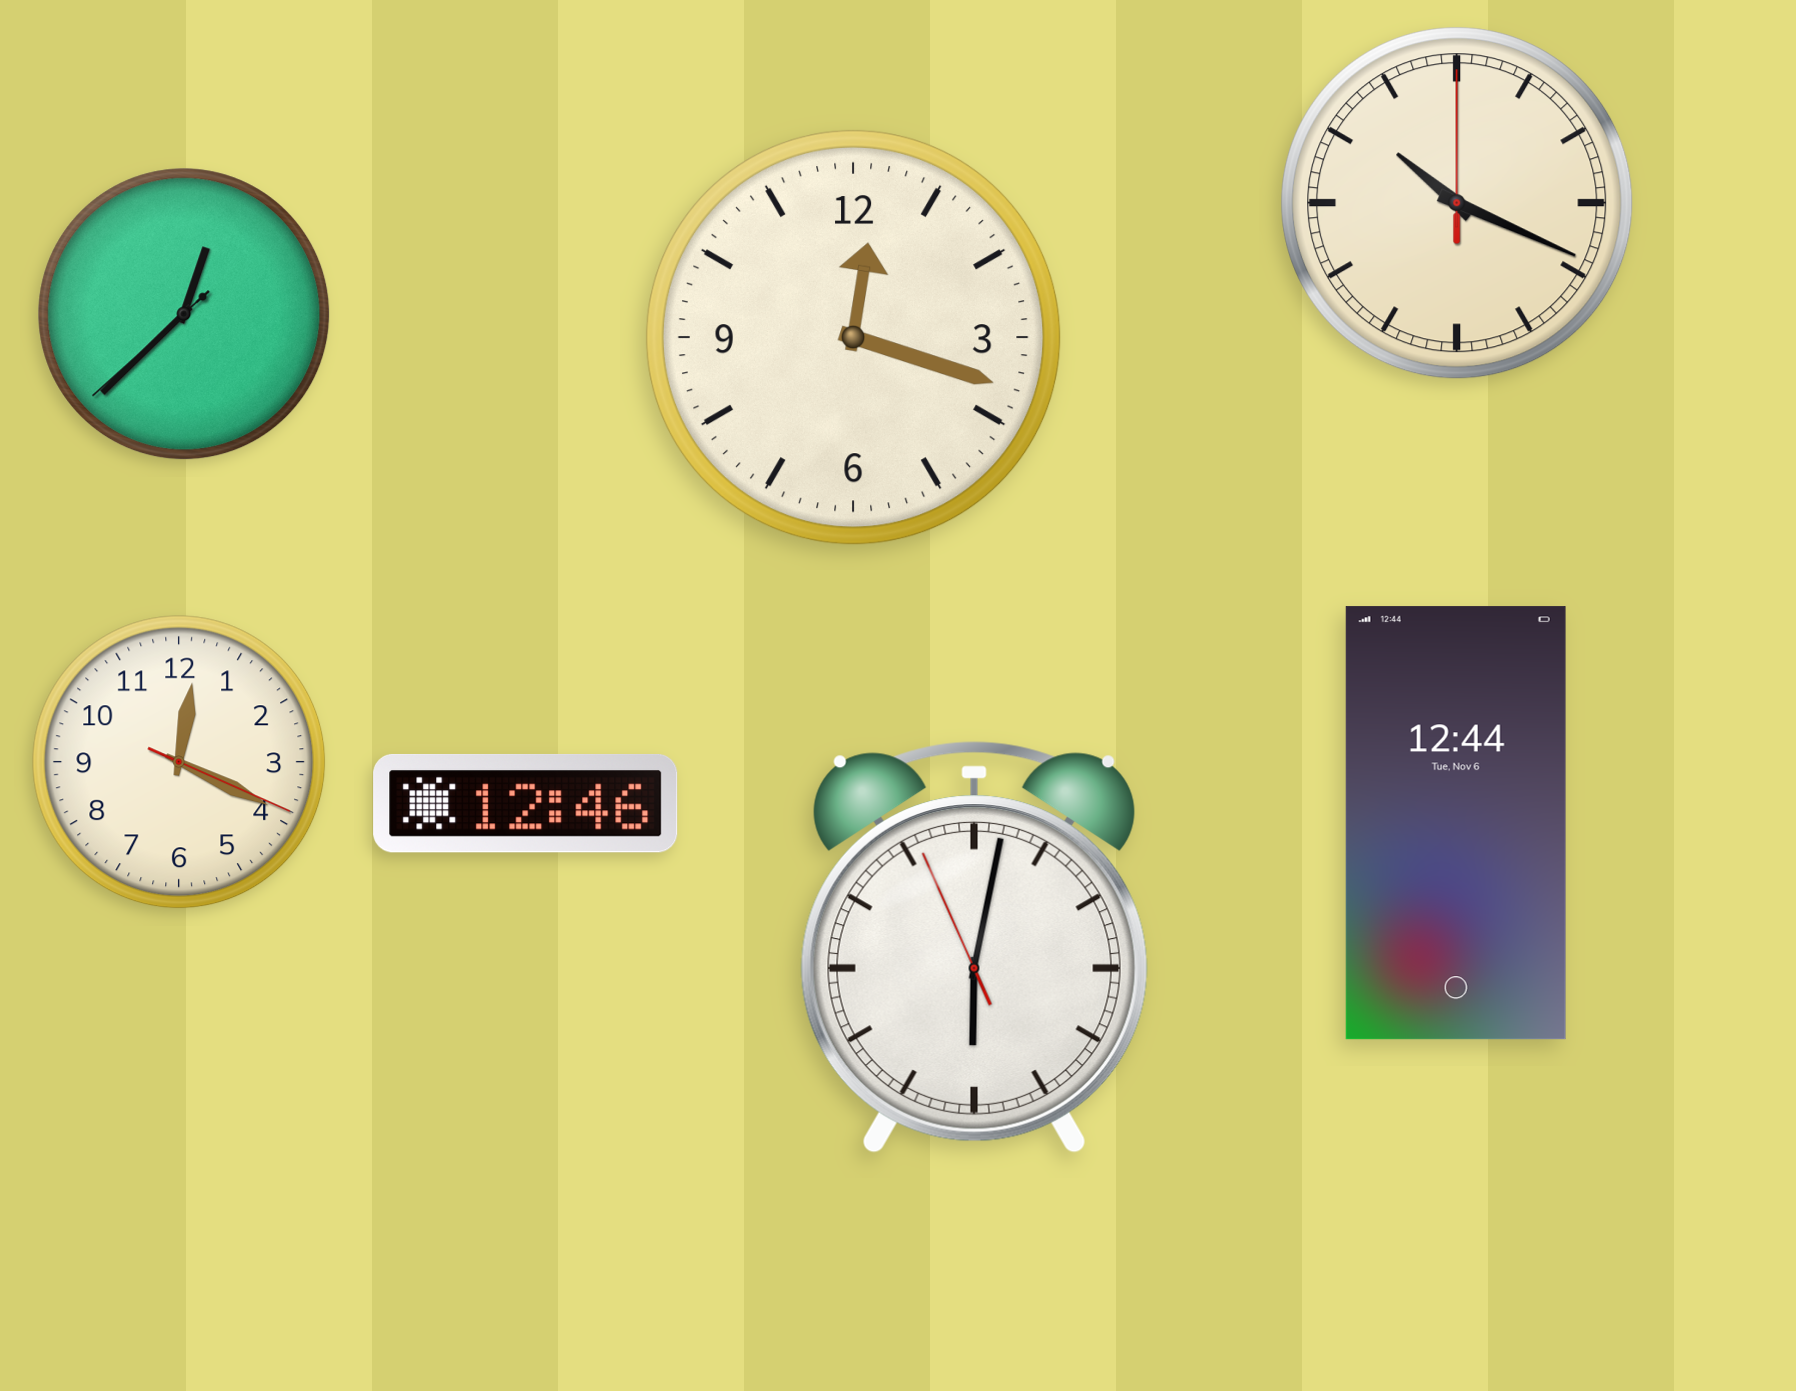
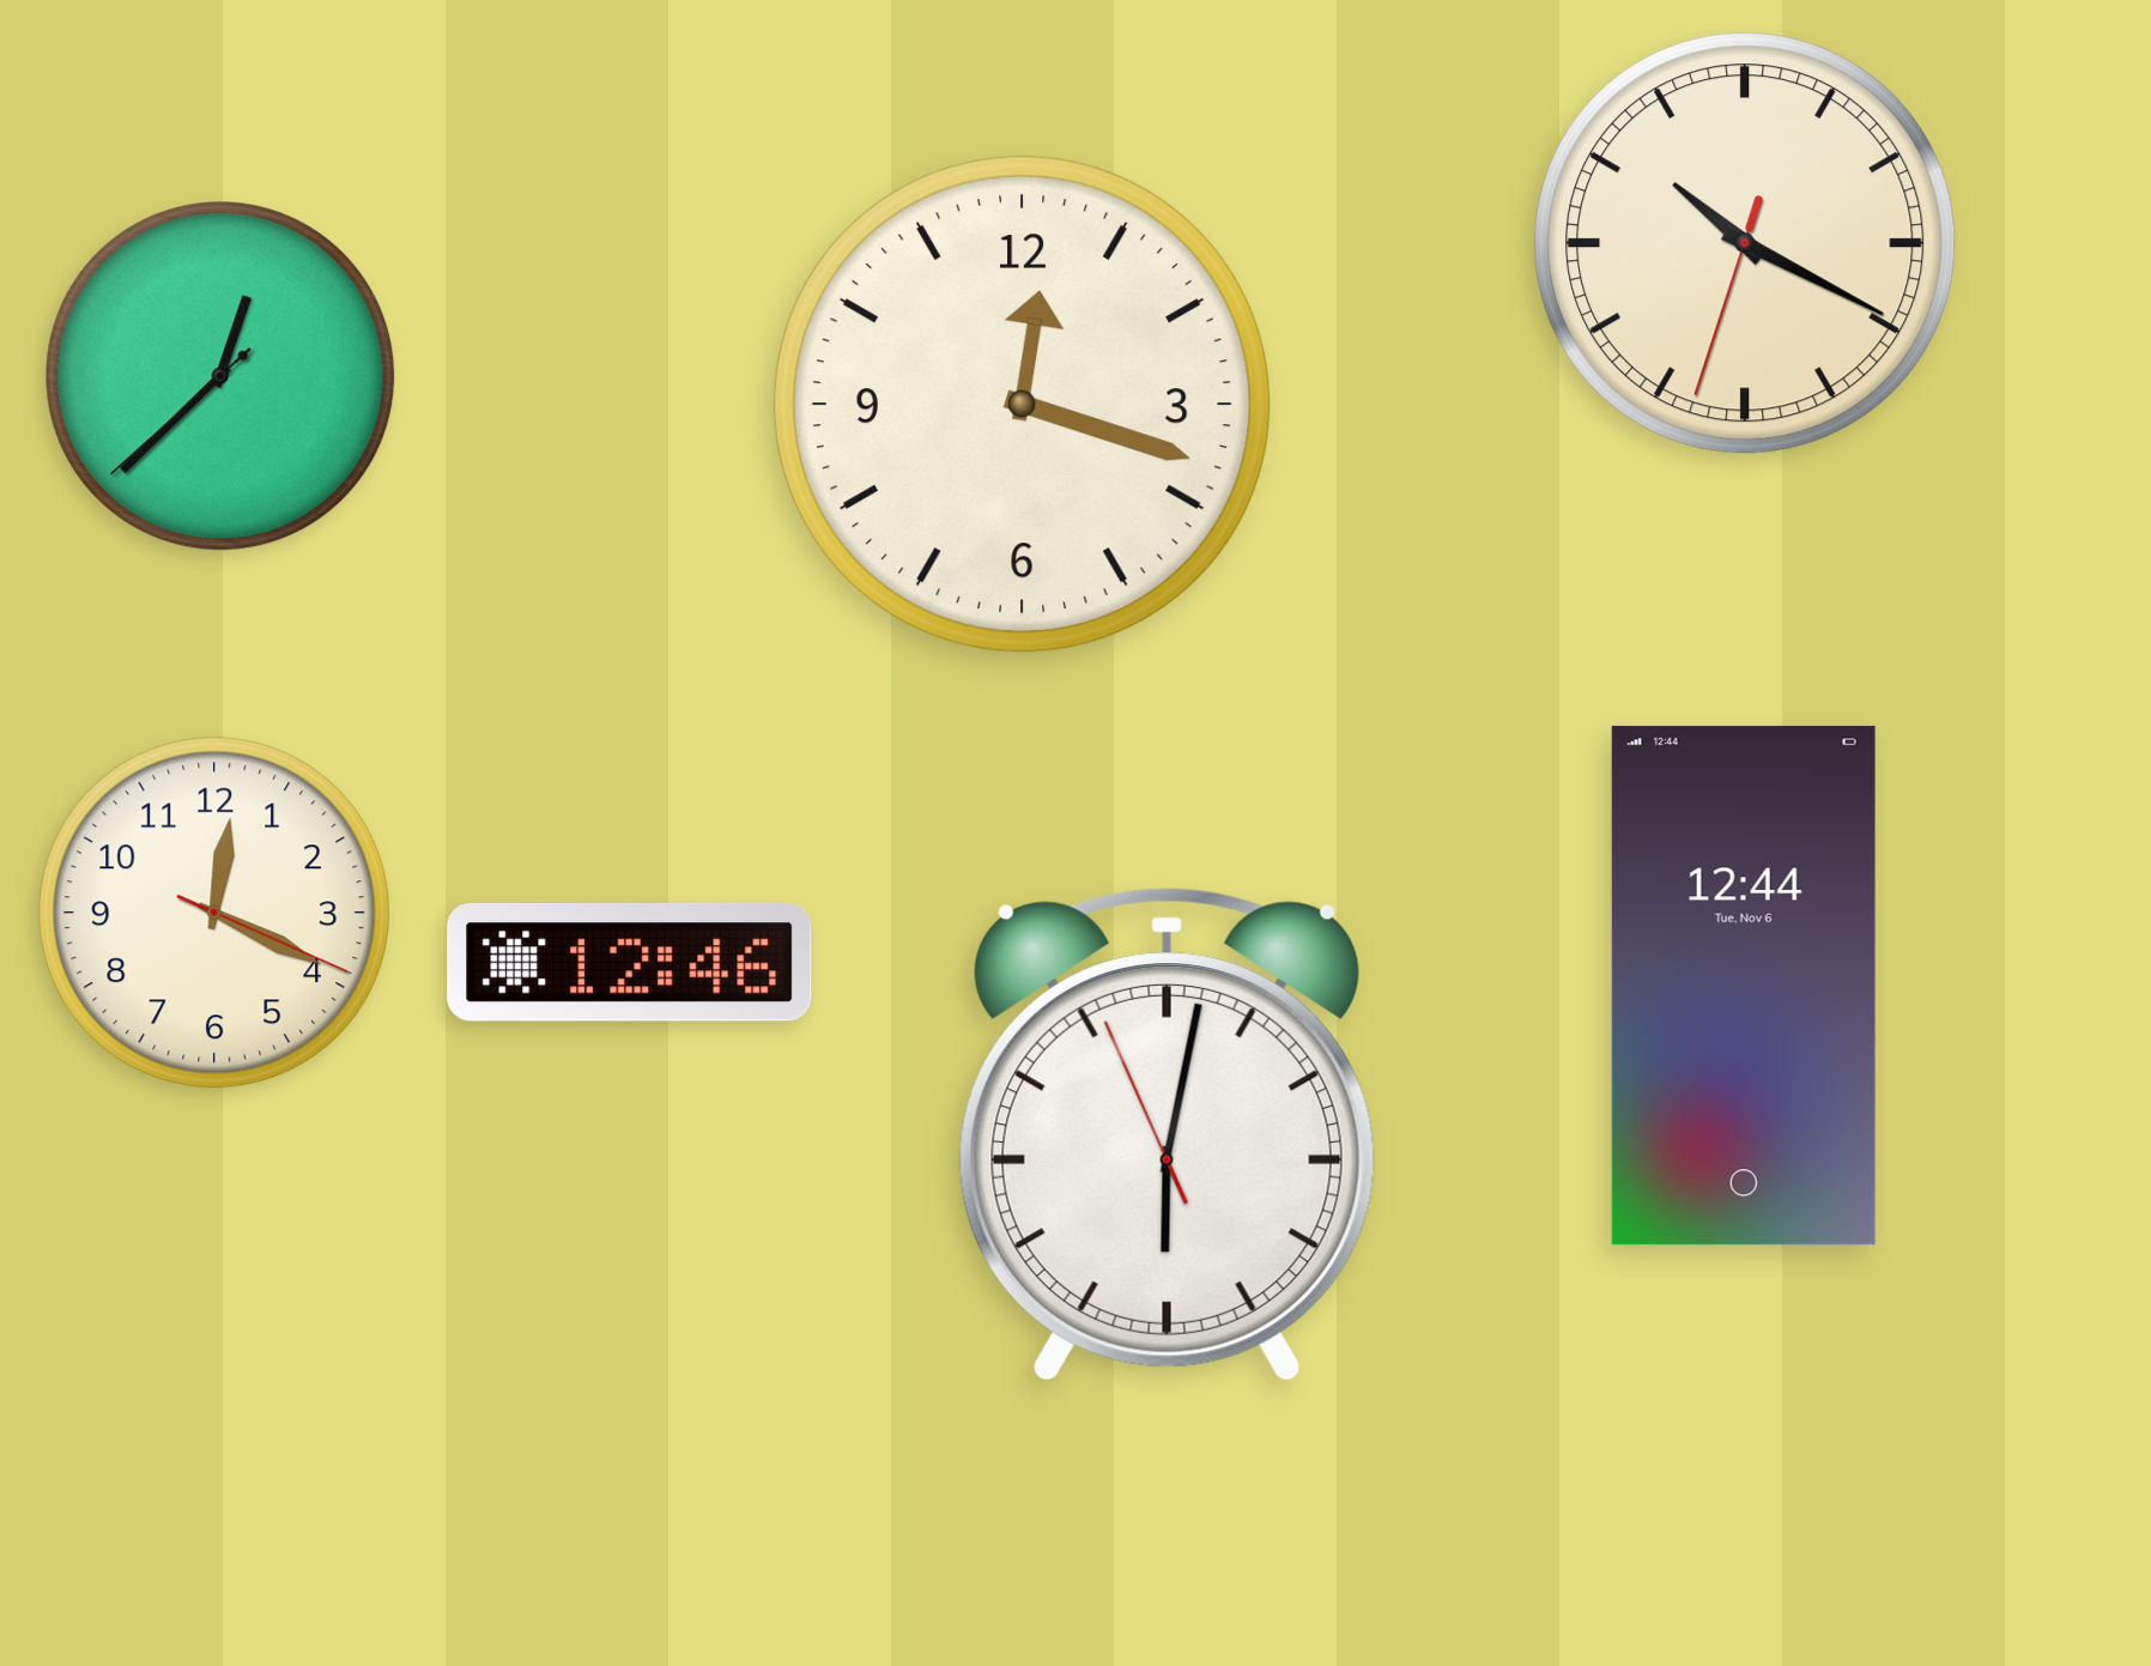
clock at (1457, 203): 10:19:00 -> 10:19:33
